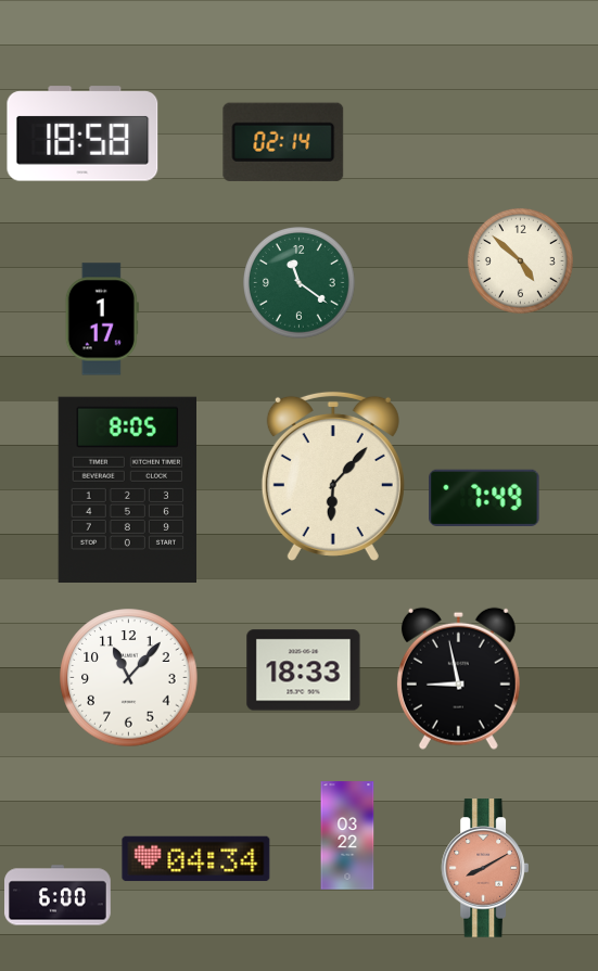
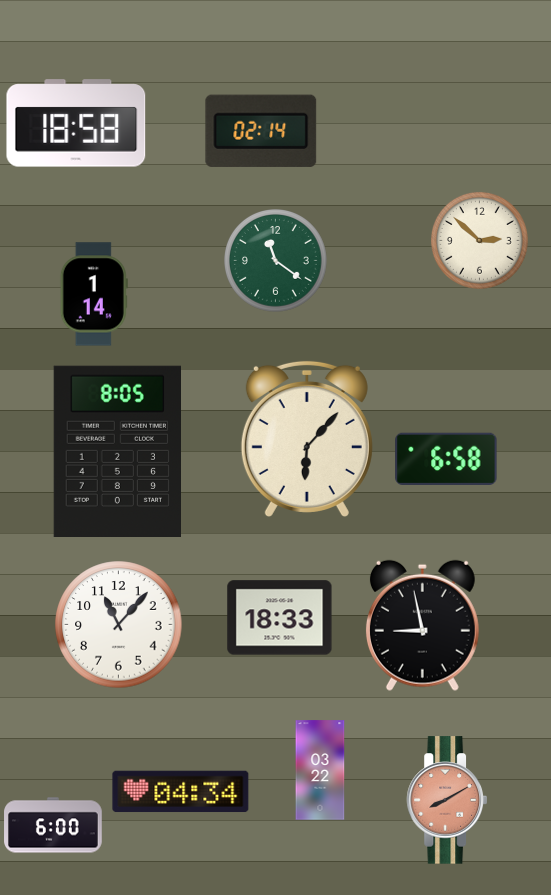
clock at (520, 260): 4:52 -> 2:52
clock at (102, 319): 1:17 -> 1:14
clock at (484, 498): 7:49 -> 6:58
